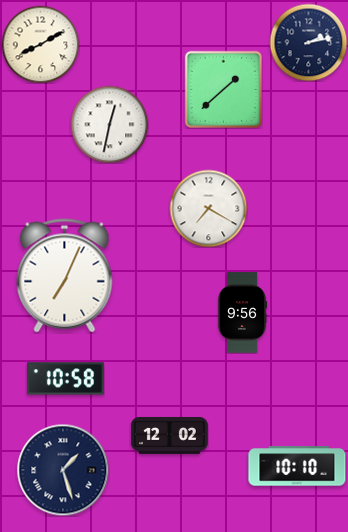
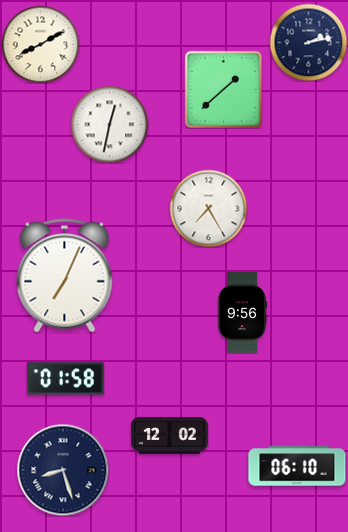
clock at (208, 208): 7:20 -> 7:25
clock at (65, 379): 10:58 -> 01:58
clock at (297, 466): 10:10 -> 06:10
clock at (63, 470): 1:27 -> 8:27
